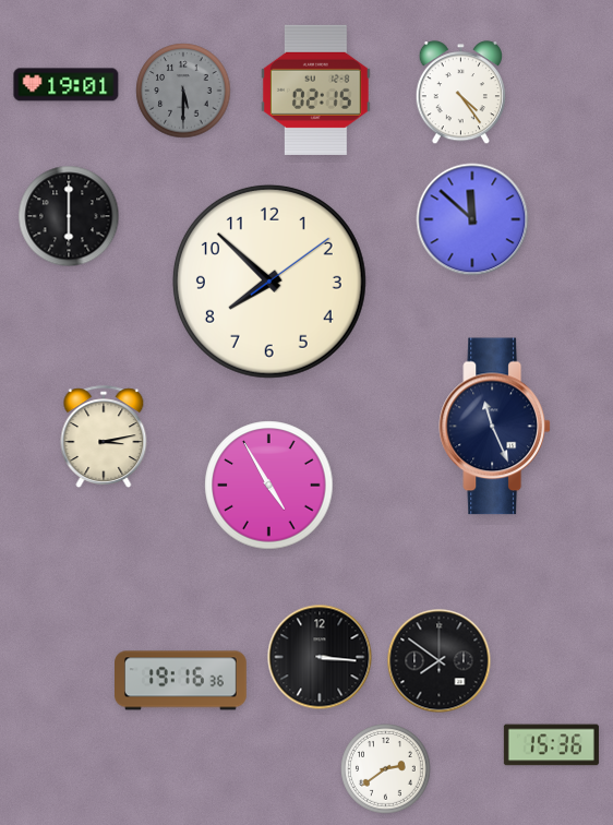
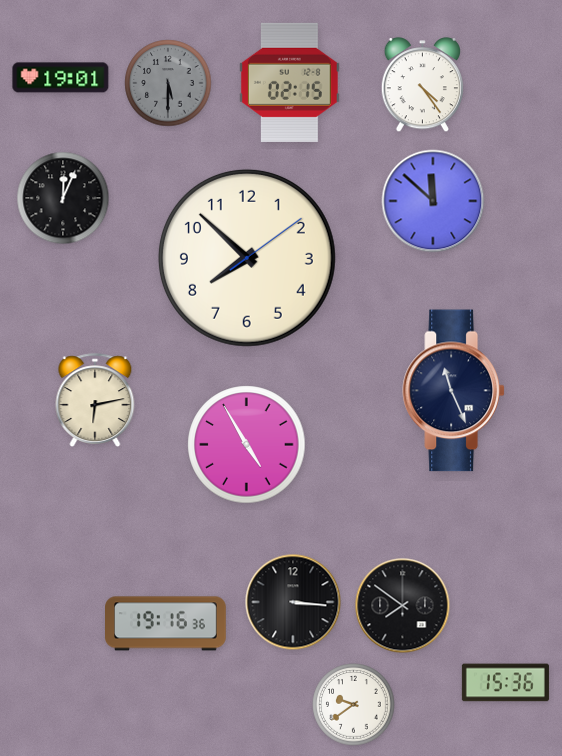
clock at (69, 216): 6:00 -> 12:04
clock at (104, 437): 3:13 -> 6:13
clock at (386, 769): 2:39 -> 9:39
